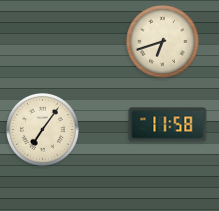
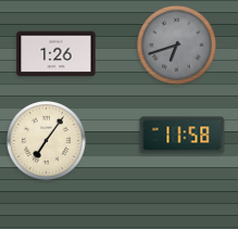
clock at (162, 41) dial: cream -> grey
clock at (57, 54): none -> 1:26
